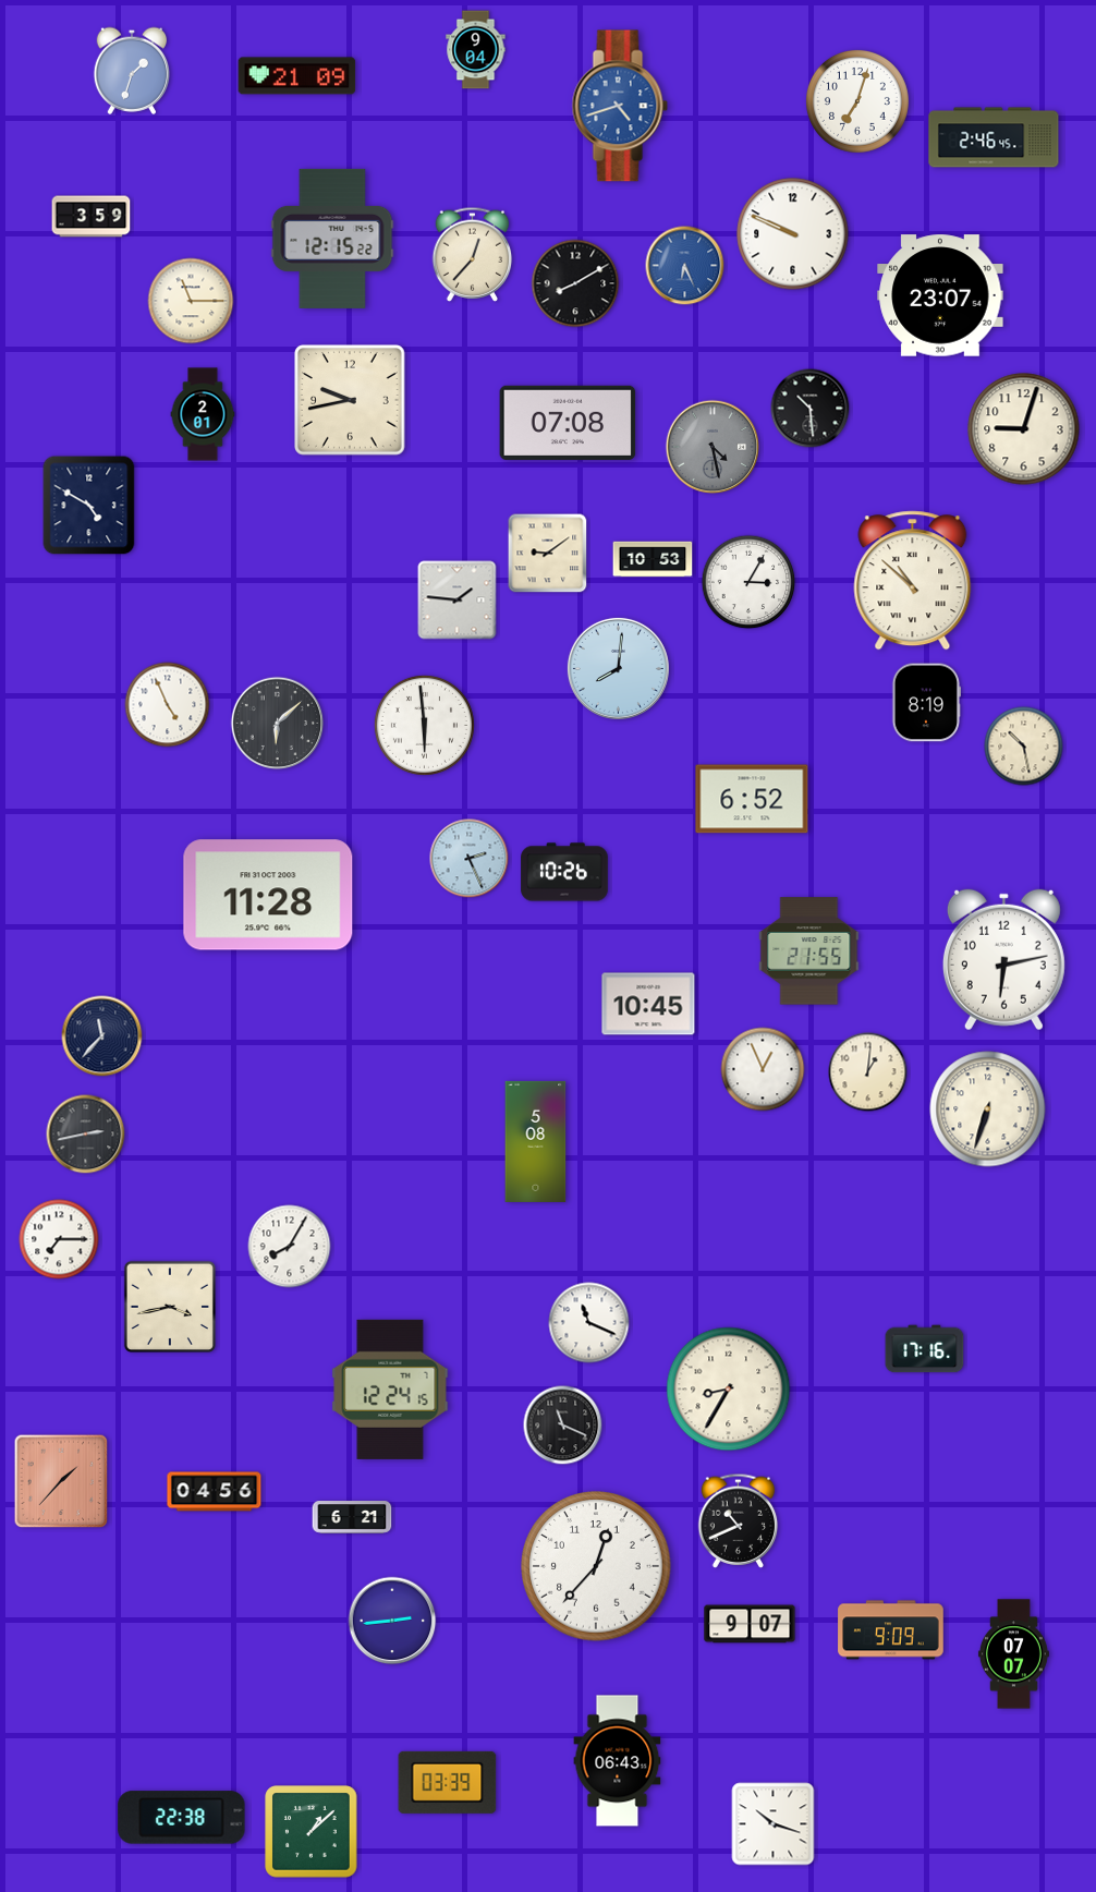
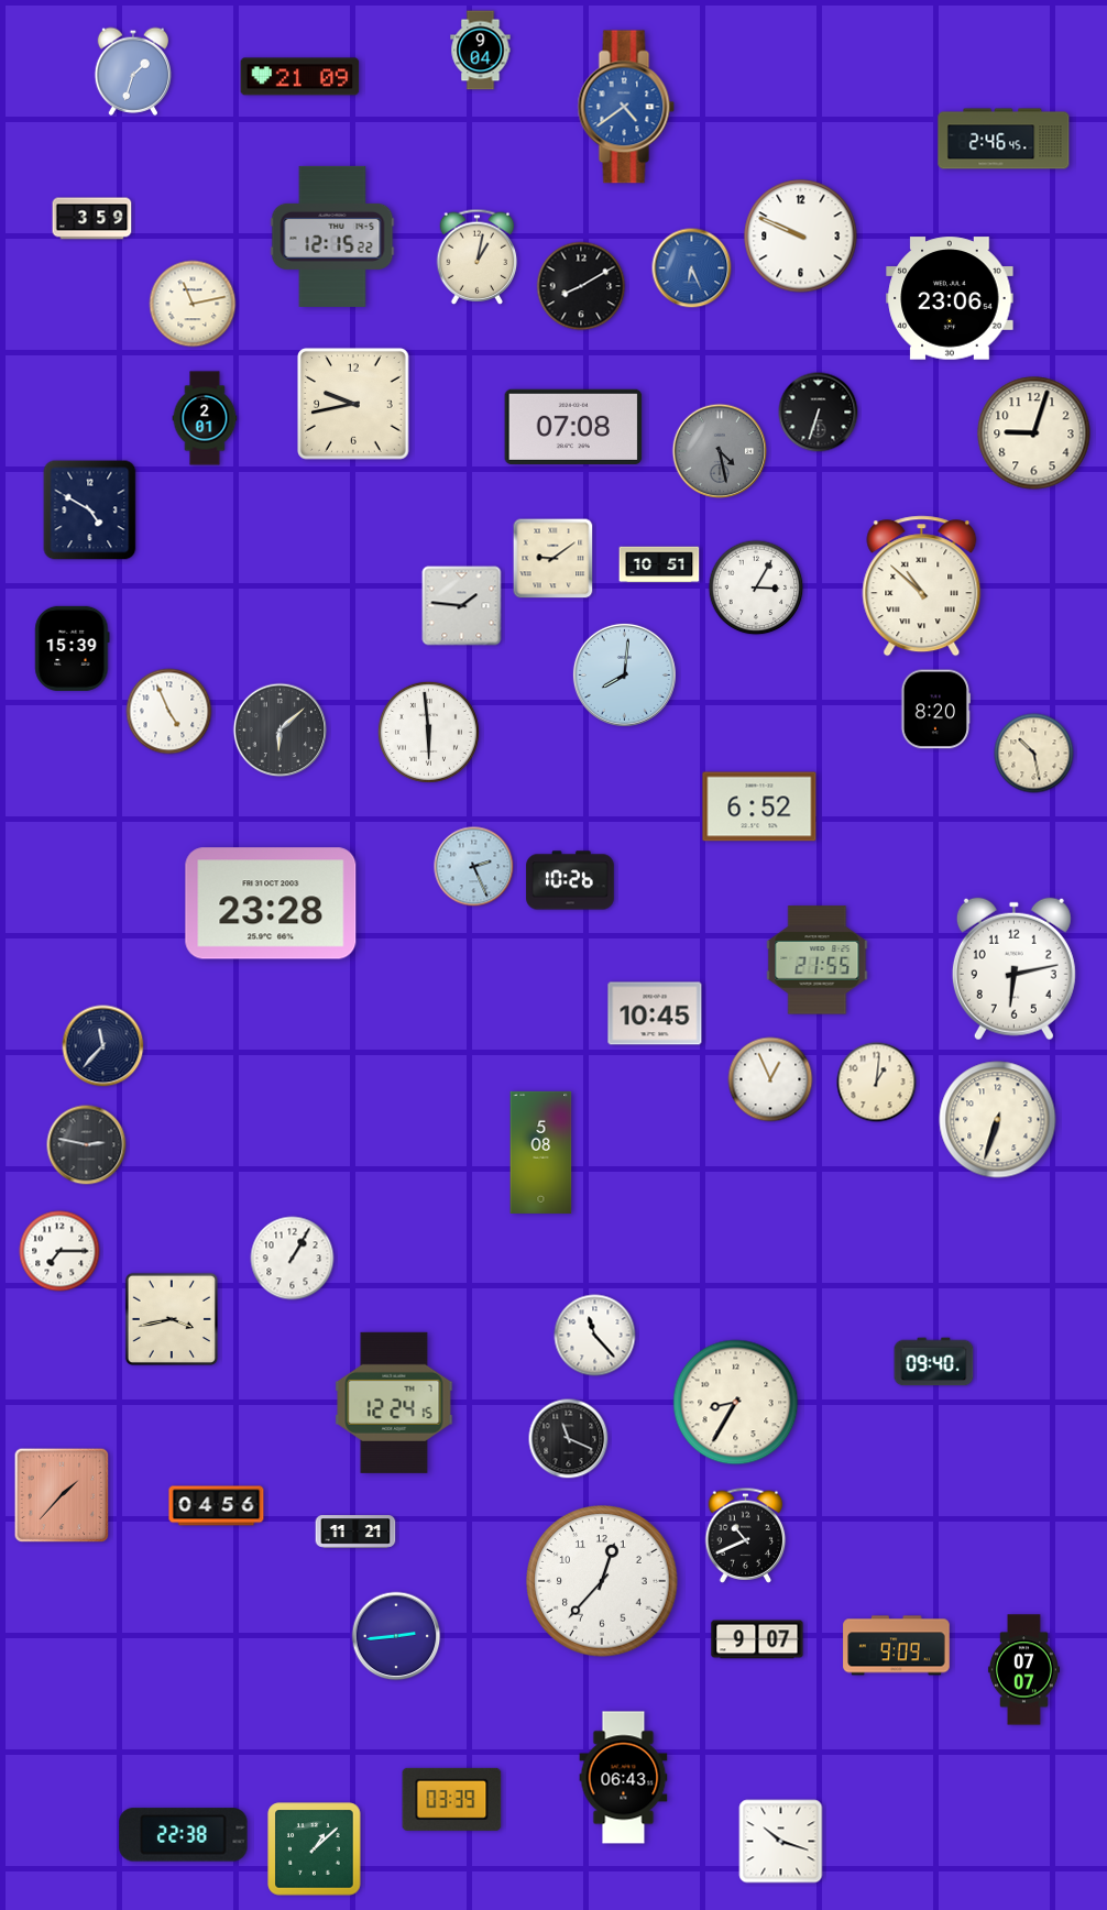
clock at (857, 101): 7:03 -> none
clock at (620, 106): 4:42 -> 4:39
clock at (332, 239) position: (332, 239) -> (332, 237)
clock at (473, 254): 12:37 -> 1:02
clock at (940, 295): 23:07 -> 23:06
clock at (191, 301): 11:15 -> 11:13
clock at (811, 409): 10:29 -> 6:33
clock at (653, 559): 10:53 -> 10:51
clock at (73, 648): none -> 15:39
clock at (926, 703): 8:19 -> 8:20
clock at (268, 895): 11:28 -> 23:28
clock at (86, 1135): 2:43 -> 2:47
clock at (290, 1247): 8:05 -> 1:05
clock at (589, 1323): 11:19 -> 11:23
clock at (925, 1349): 17:16 -> 09:40
clock at (352, 1517): 6:21 -> 11:21
clock at (891, 1630) position: (891, 1630) -> (897, 1646)
